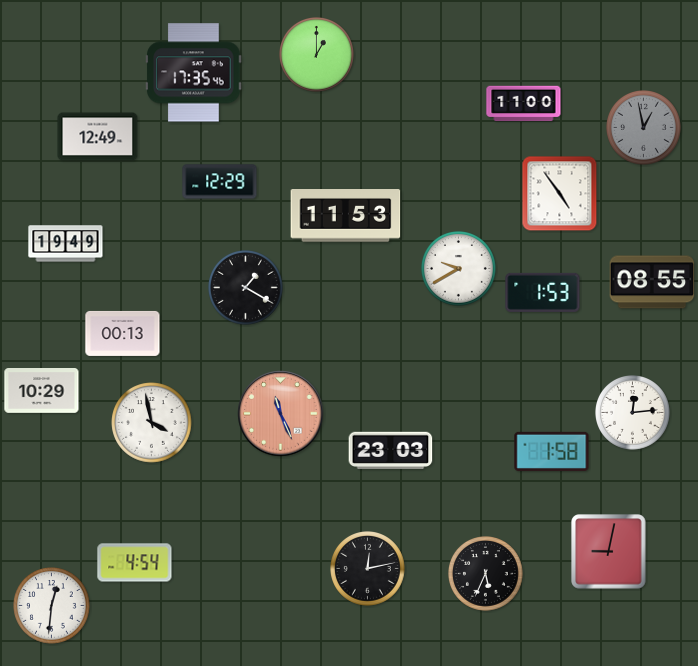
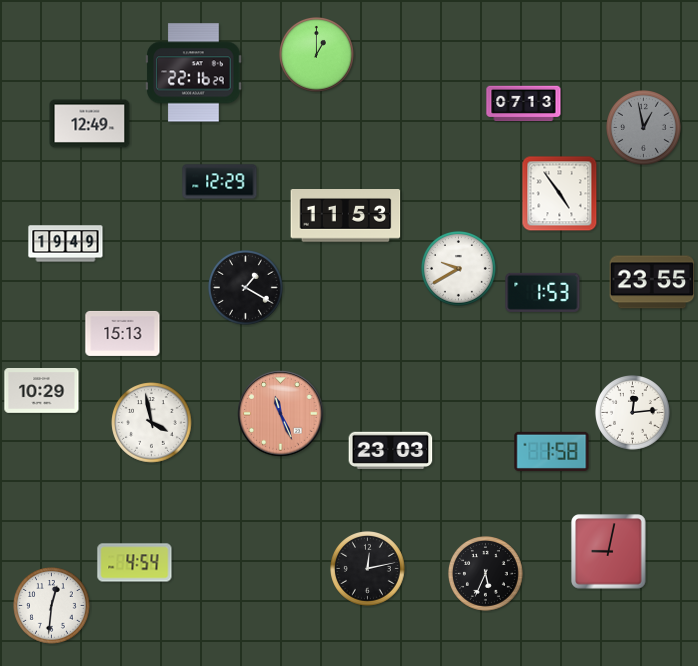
clock at (194, 73): 17:35 -> 22:16
clock at (524, 104): 11:00 -> 07:13
clock at (98, 137) position: (98, 137) -> (90, 124)
clock at (652, 282): 08:55 -> 23:55
clock at (123, 333): 00:13 -> 15:13
